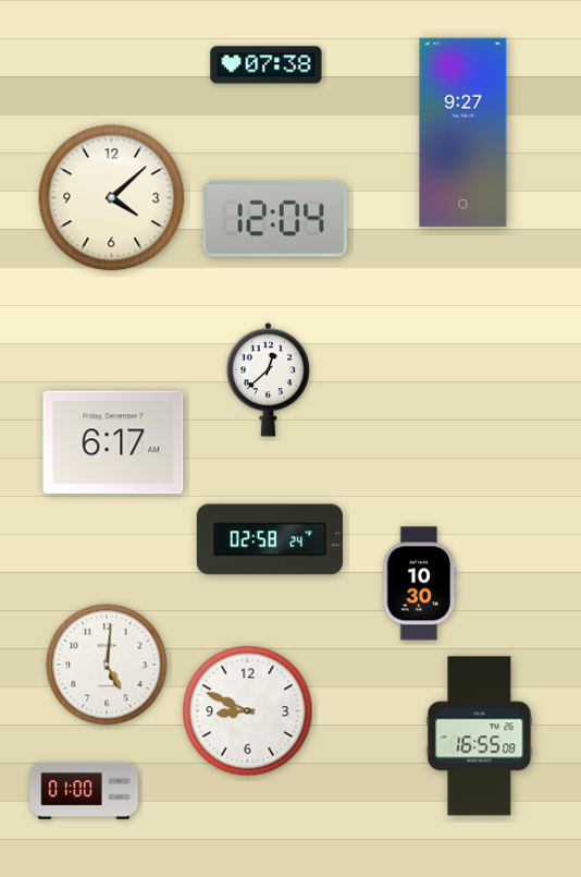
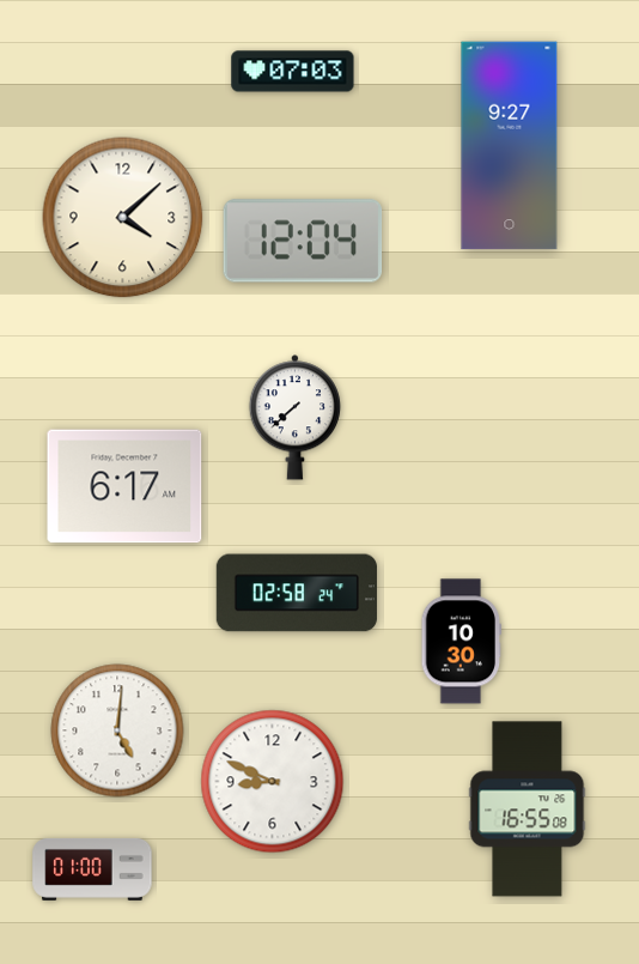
clock at (267, 65): 07:38 -> 07:03
clock at (268, 380): 12:38 -> 7:38
